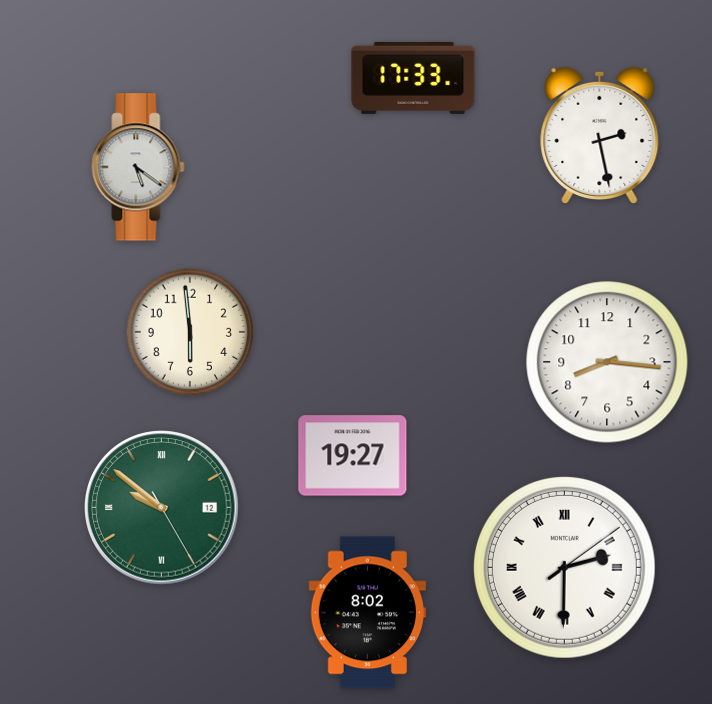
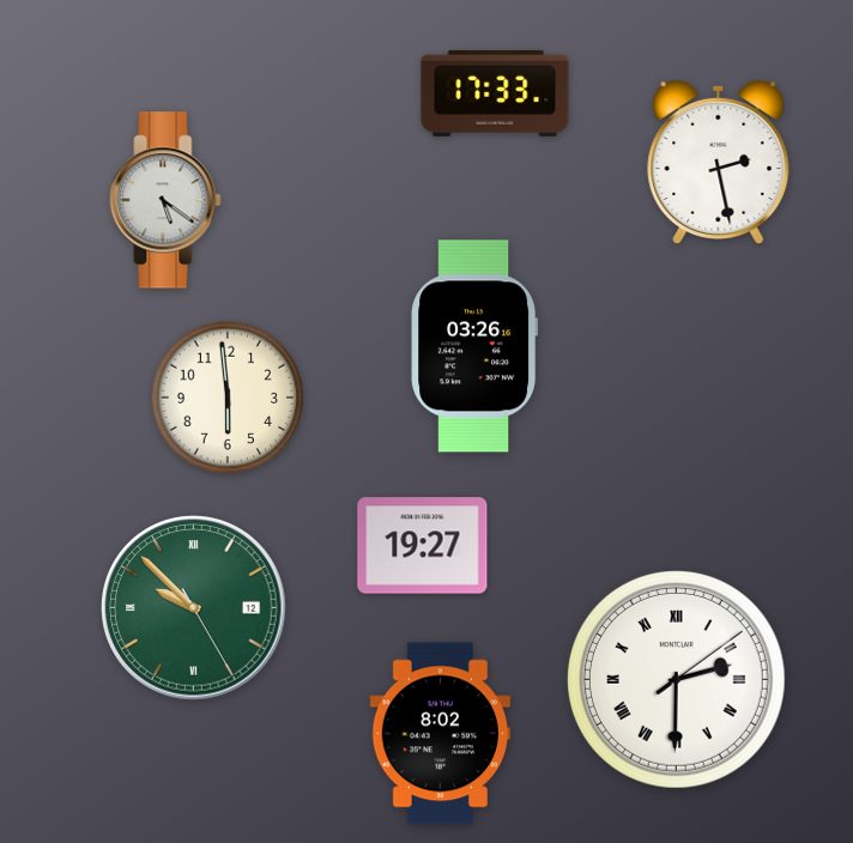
clock at (474, 346): none -> 03:26
clock at (607, 362): 8:16 -> none
clock at (162, 508): 9:51 -> 9:52
